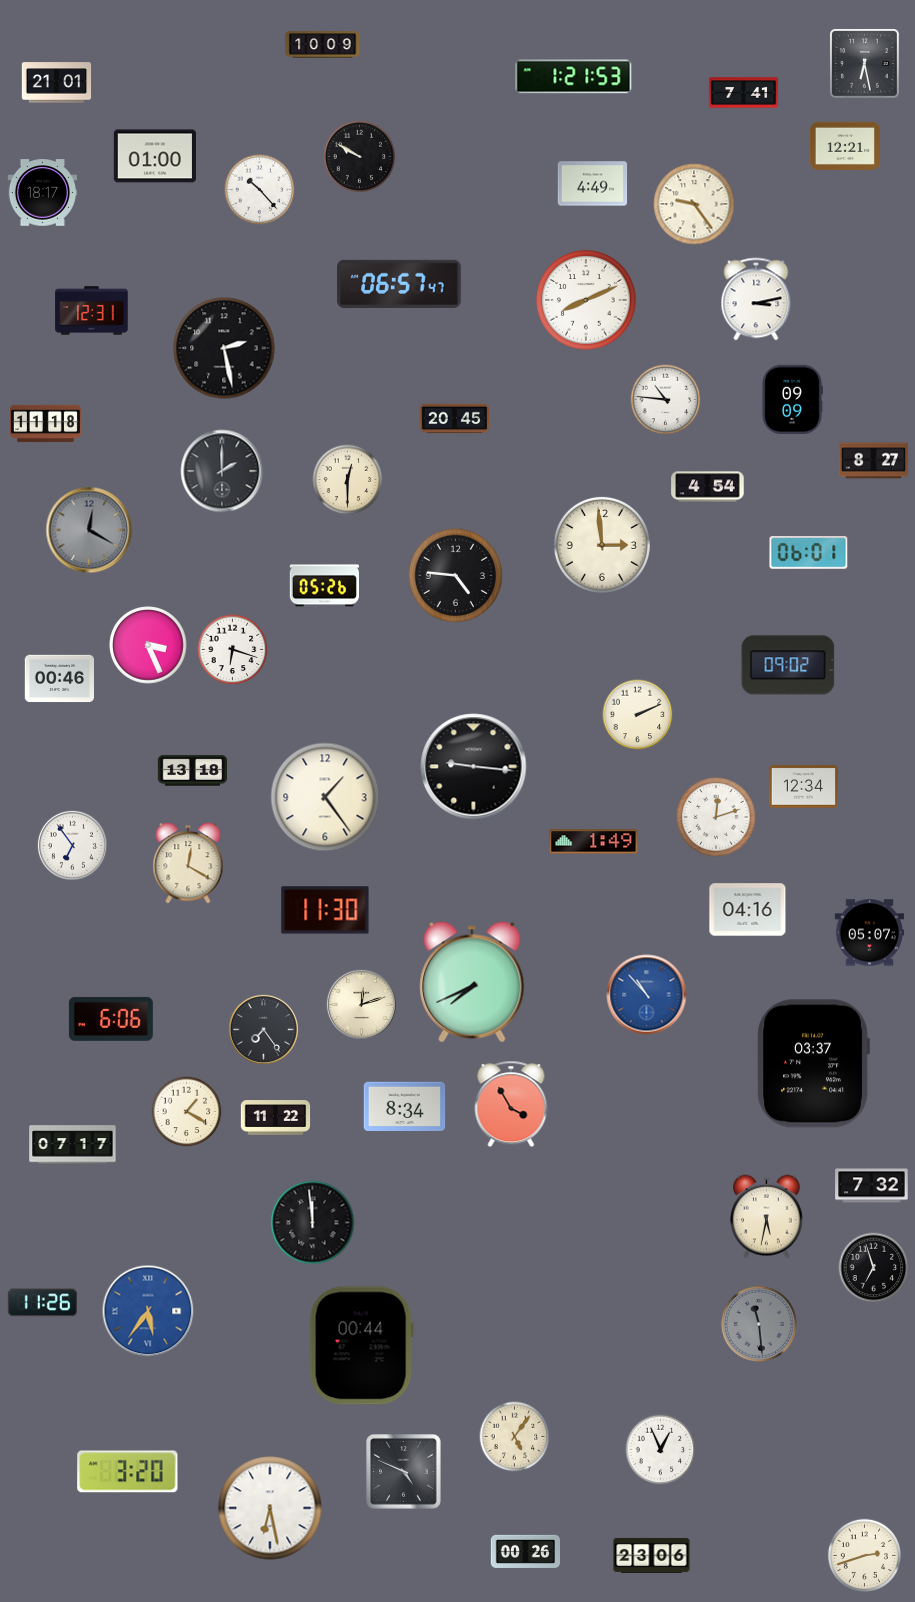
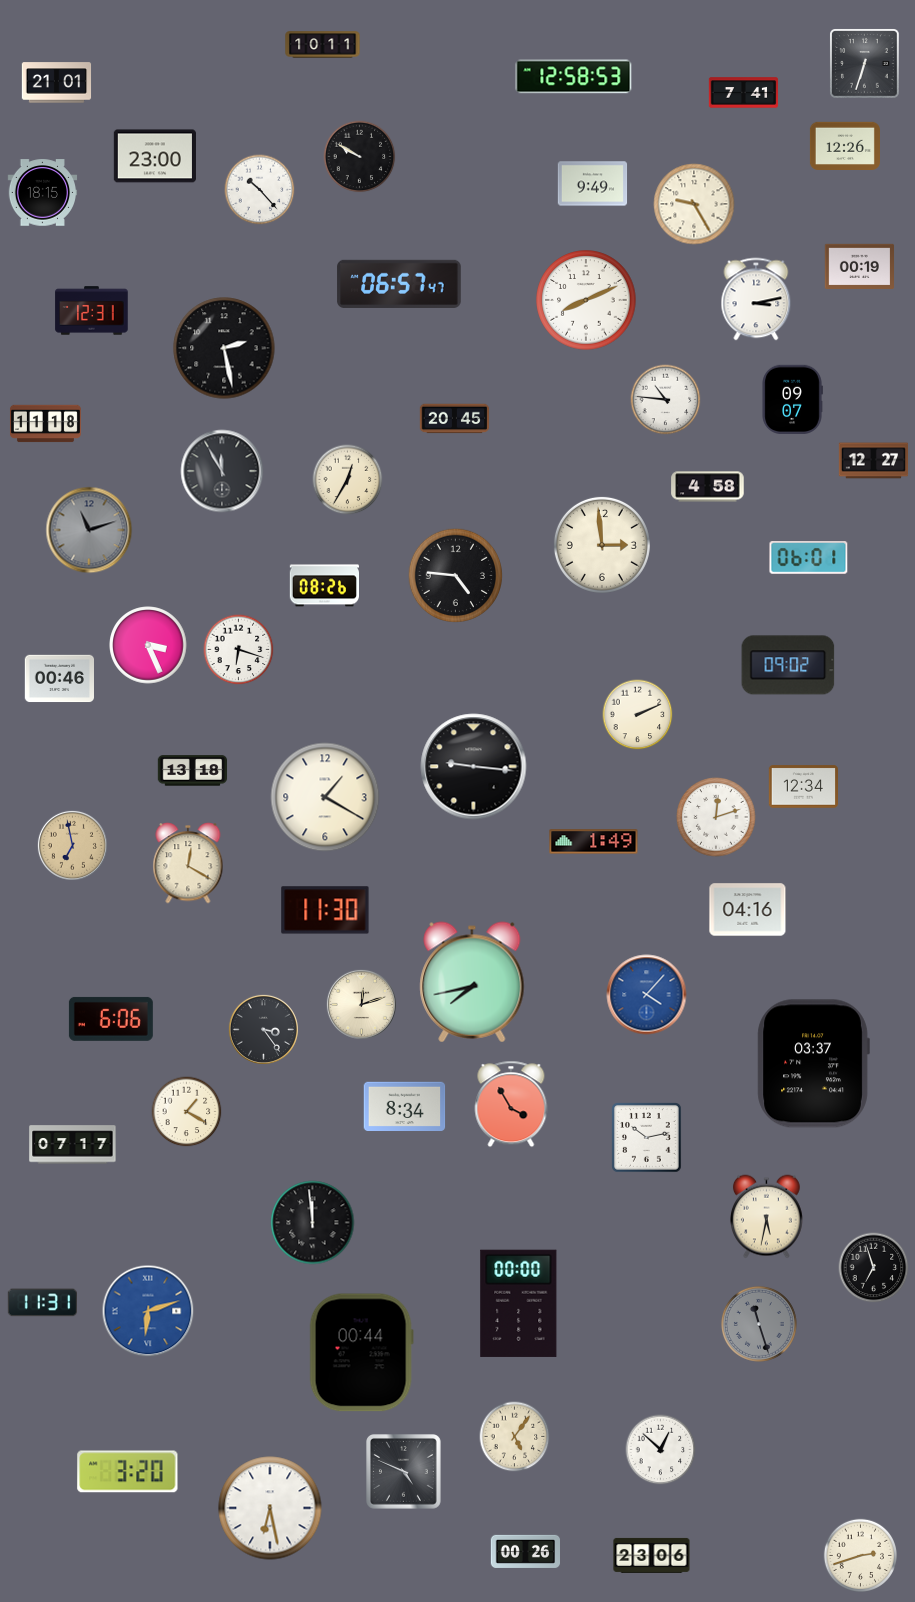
clock at (323, 45): 10:09 -> 10:11
clock at (865, 64): 6:28 -> 6:33
clock at (574, 77): 1:21 -> 12:58
clock at (845, 145): 12:21 -> 12:26
clock at (155, 156): 01:00 -> 23:00
clock at (593, 184): 4:49 -> 9:49
clock at (43, 193): 18:17 -> 18:15
clock at (694, 204): 9:24 -> 9:25
clock at (860, 267): none -> 00:19
clock at (792, 399): 09:09 -> 09:07
clock at (874, 461): 8:27 -> 12:27
clock at (222, 471): 2:00 -> 11:55
clock at (348, 480): 12:30 -> 12:35
clock at (708, 487): 4:54 -> 4:58
clock at (89, 530): 12:20 -> 11:12
clock at (809, 553) position: (809, 553) -> (809, 558)
clock at (325, 586): 05:26 -> 08:26
clock at (233, 650) position: (233, 650) -> (239, 650)
clock at (325, 797): 1:24 -> 1:20
clock at (72, 845): 6:54 -> 6:58
clock at (72, 845) dial: white -> champagne
clock at (869, 933): 05:07 -> none
clock at (472, 982): 7:41 -> 7:43
clock at (647, 995): 10:53 -> 4:07
clock at (263, 1029): 7:24 -> 3:24
clock at (276, 1118): 11:22 -> none
clock at (647, 1138): none -> 10:13
clock at (872, 1186): 7:32 -> none
clock at (42, 1303): 11:26 -> 11:31
clock at (519, 1303): none -> 00:00
clock at (148, 1311): 5:36 -> 6:12
clock at (759, 1324): 11:29 -> 11:27
clock at (361, 1346) position: (361, 1346) -> (361, 1353)
clock at (661, 1450): 12:56 -> 12:52
clock at (864, 1555) position: (864, 1555) -> (860, 1555)
